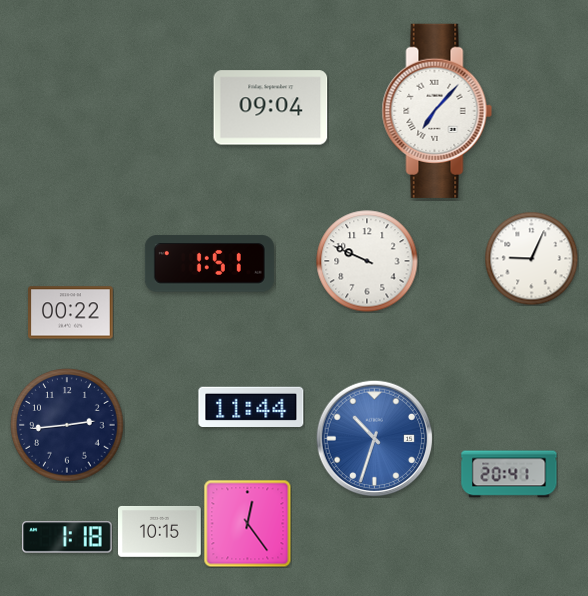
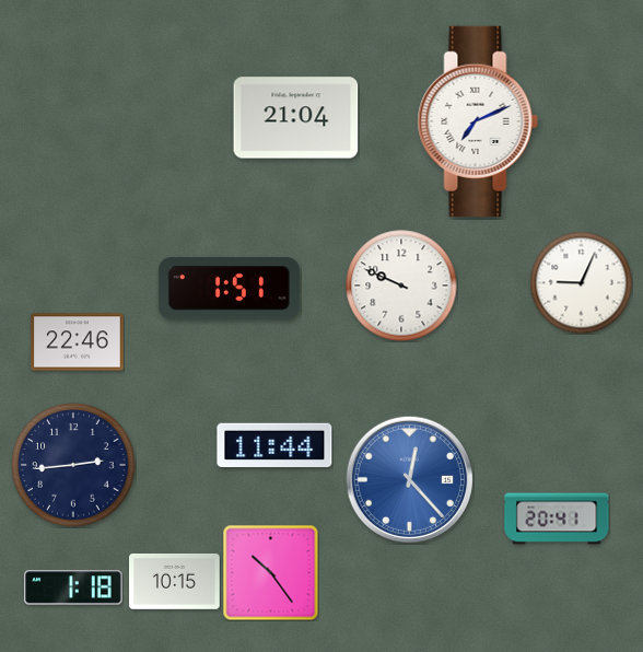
clock at (271, 108): 09:04 -> 21:04
clock at (437, 111): 7:07 -> 7:11
clock at (71, 313): 00:22 -> 22:46
clock at (374, 438): 10:33 -> 12:23
clock at (247, 523): 12:24 -> 10:24
